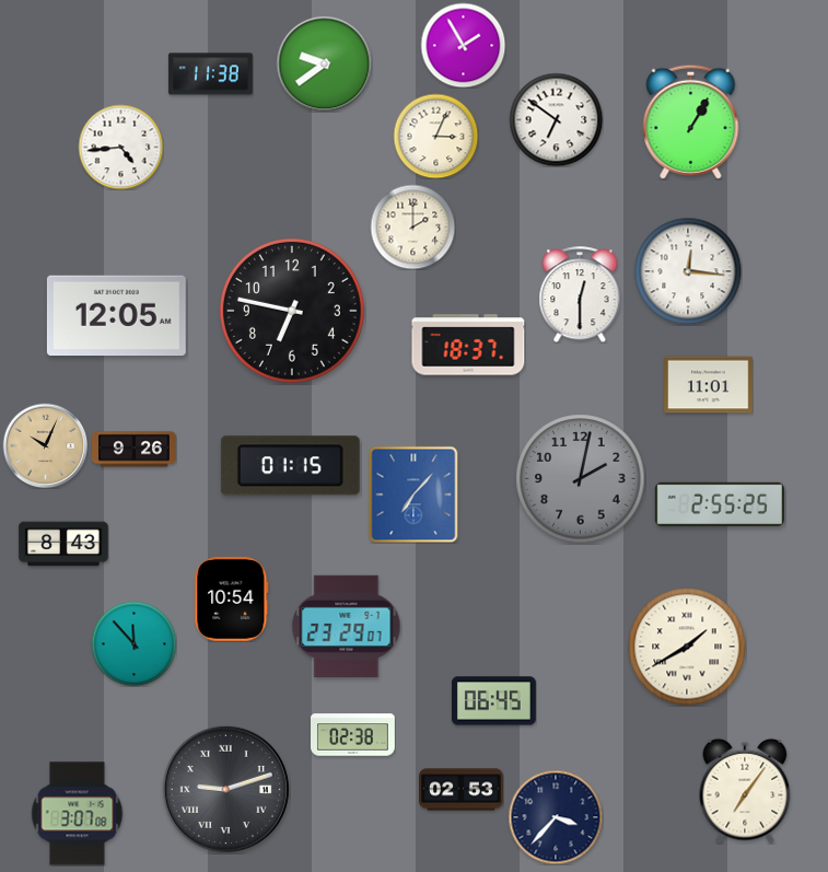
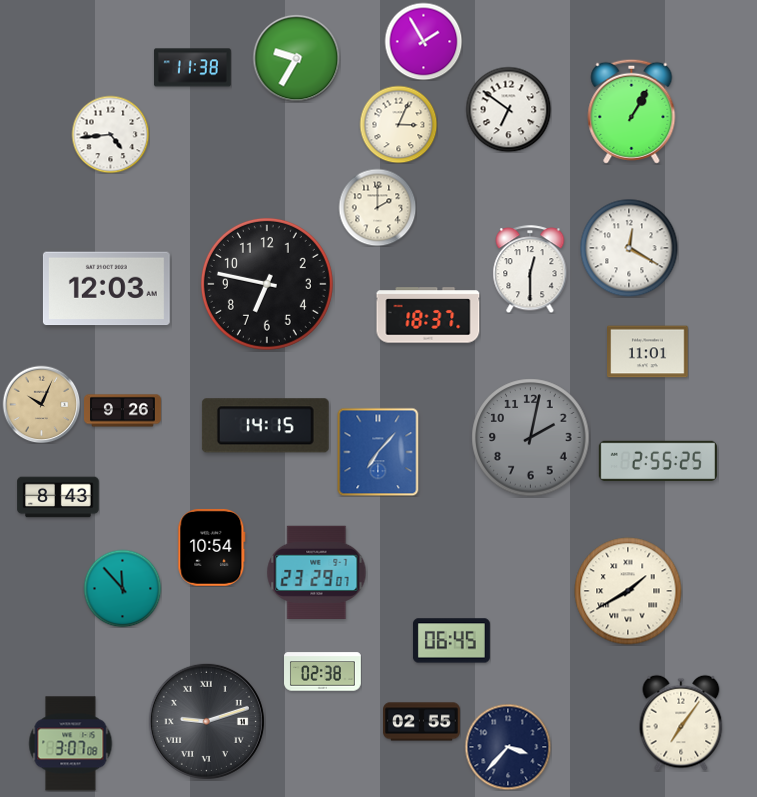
clock at (324, 63): 9:39 -> 9:35
clock at (688, 271): 12:16 -> 12:20
clock at (116, 316): 12:05 -> 12:03
clock at (45, 445) position: (45, 445) -> (41, 404)
clock at (290, 466): 01:15 -> 14:15
clock at (462, 790): 02:53 -> 02:55
